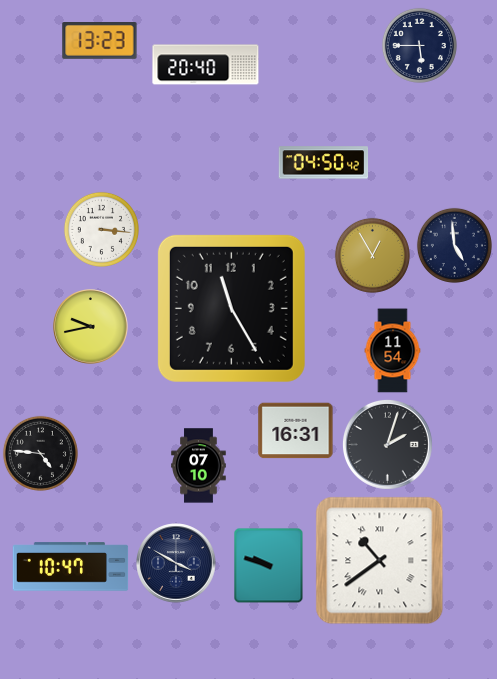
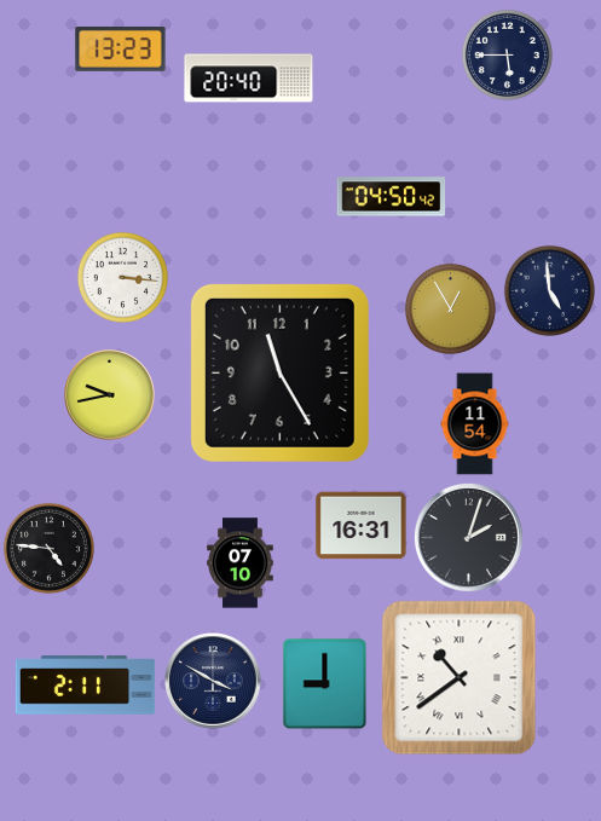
clock at (454, 245) position: (454, 245) -> (549, 290)
clock at (296, 431) position: (296, 431) -> (362, 526)
clock at (269, 566): 9:48 -> 9:00
clock at (71, 567): 10:47 -> 2:11
